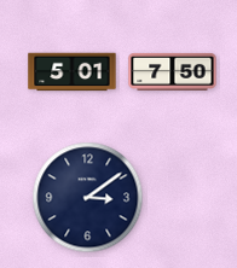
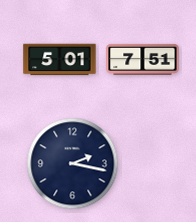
clock at (173, 71): 7:50 -> 7:51
clock at (88, 198): 3:09 -> 2:17
